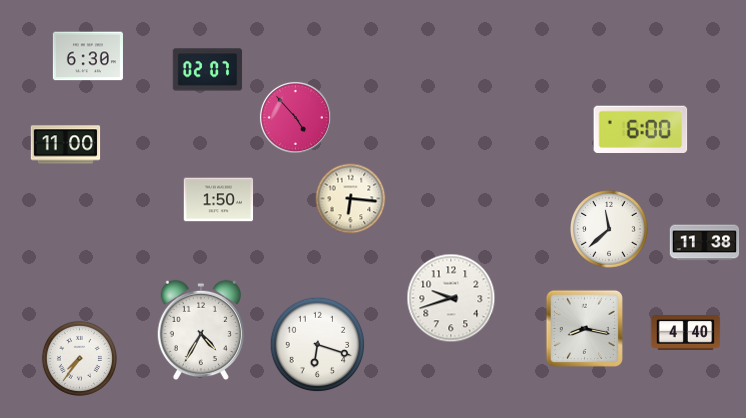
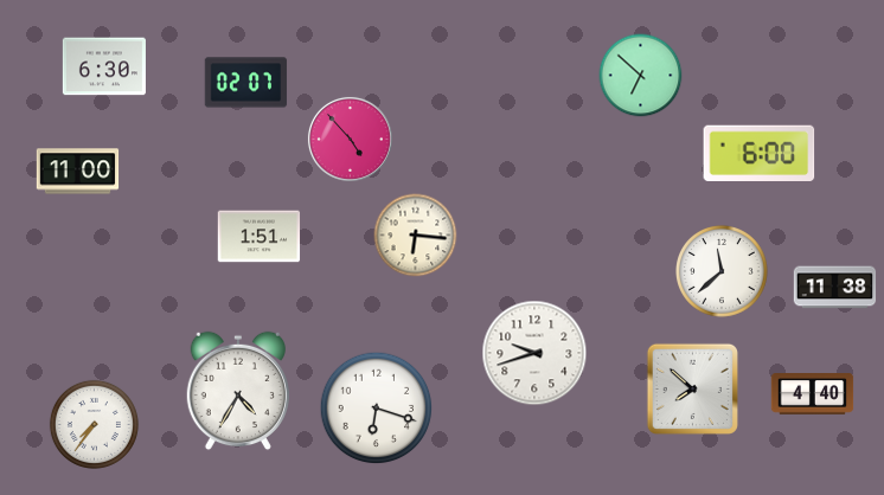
clock at (641, 76): none -> 6:52
clock at (219, 200): 1:50 -> 1:51
clock at (584, 328): 8:17 -> 7:52
